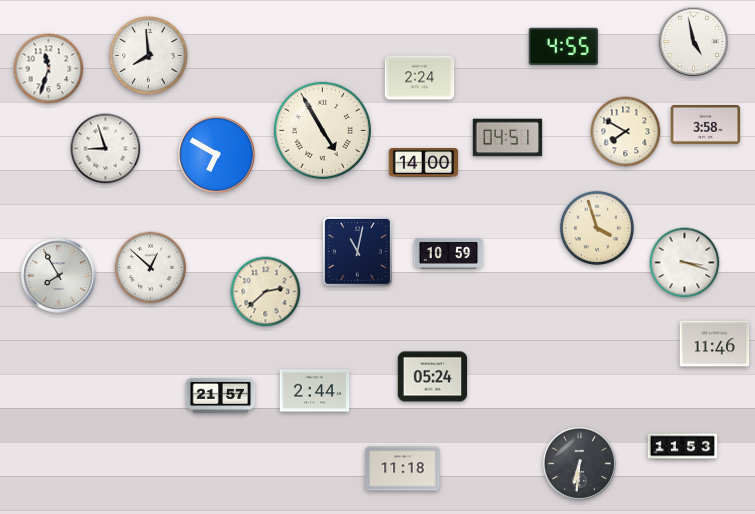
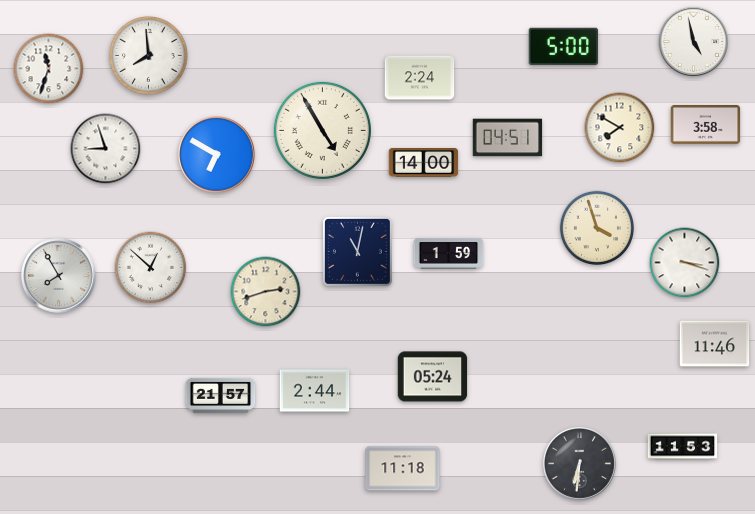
clock at (564, 47): 4:55 -> 5:00
clock at (626, 132) position: (626, 132) -> (620, 128)
clock at (449, 253): 10:59 -> 1:59
clock at (266, 292): 2:38 -> 2:42
